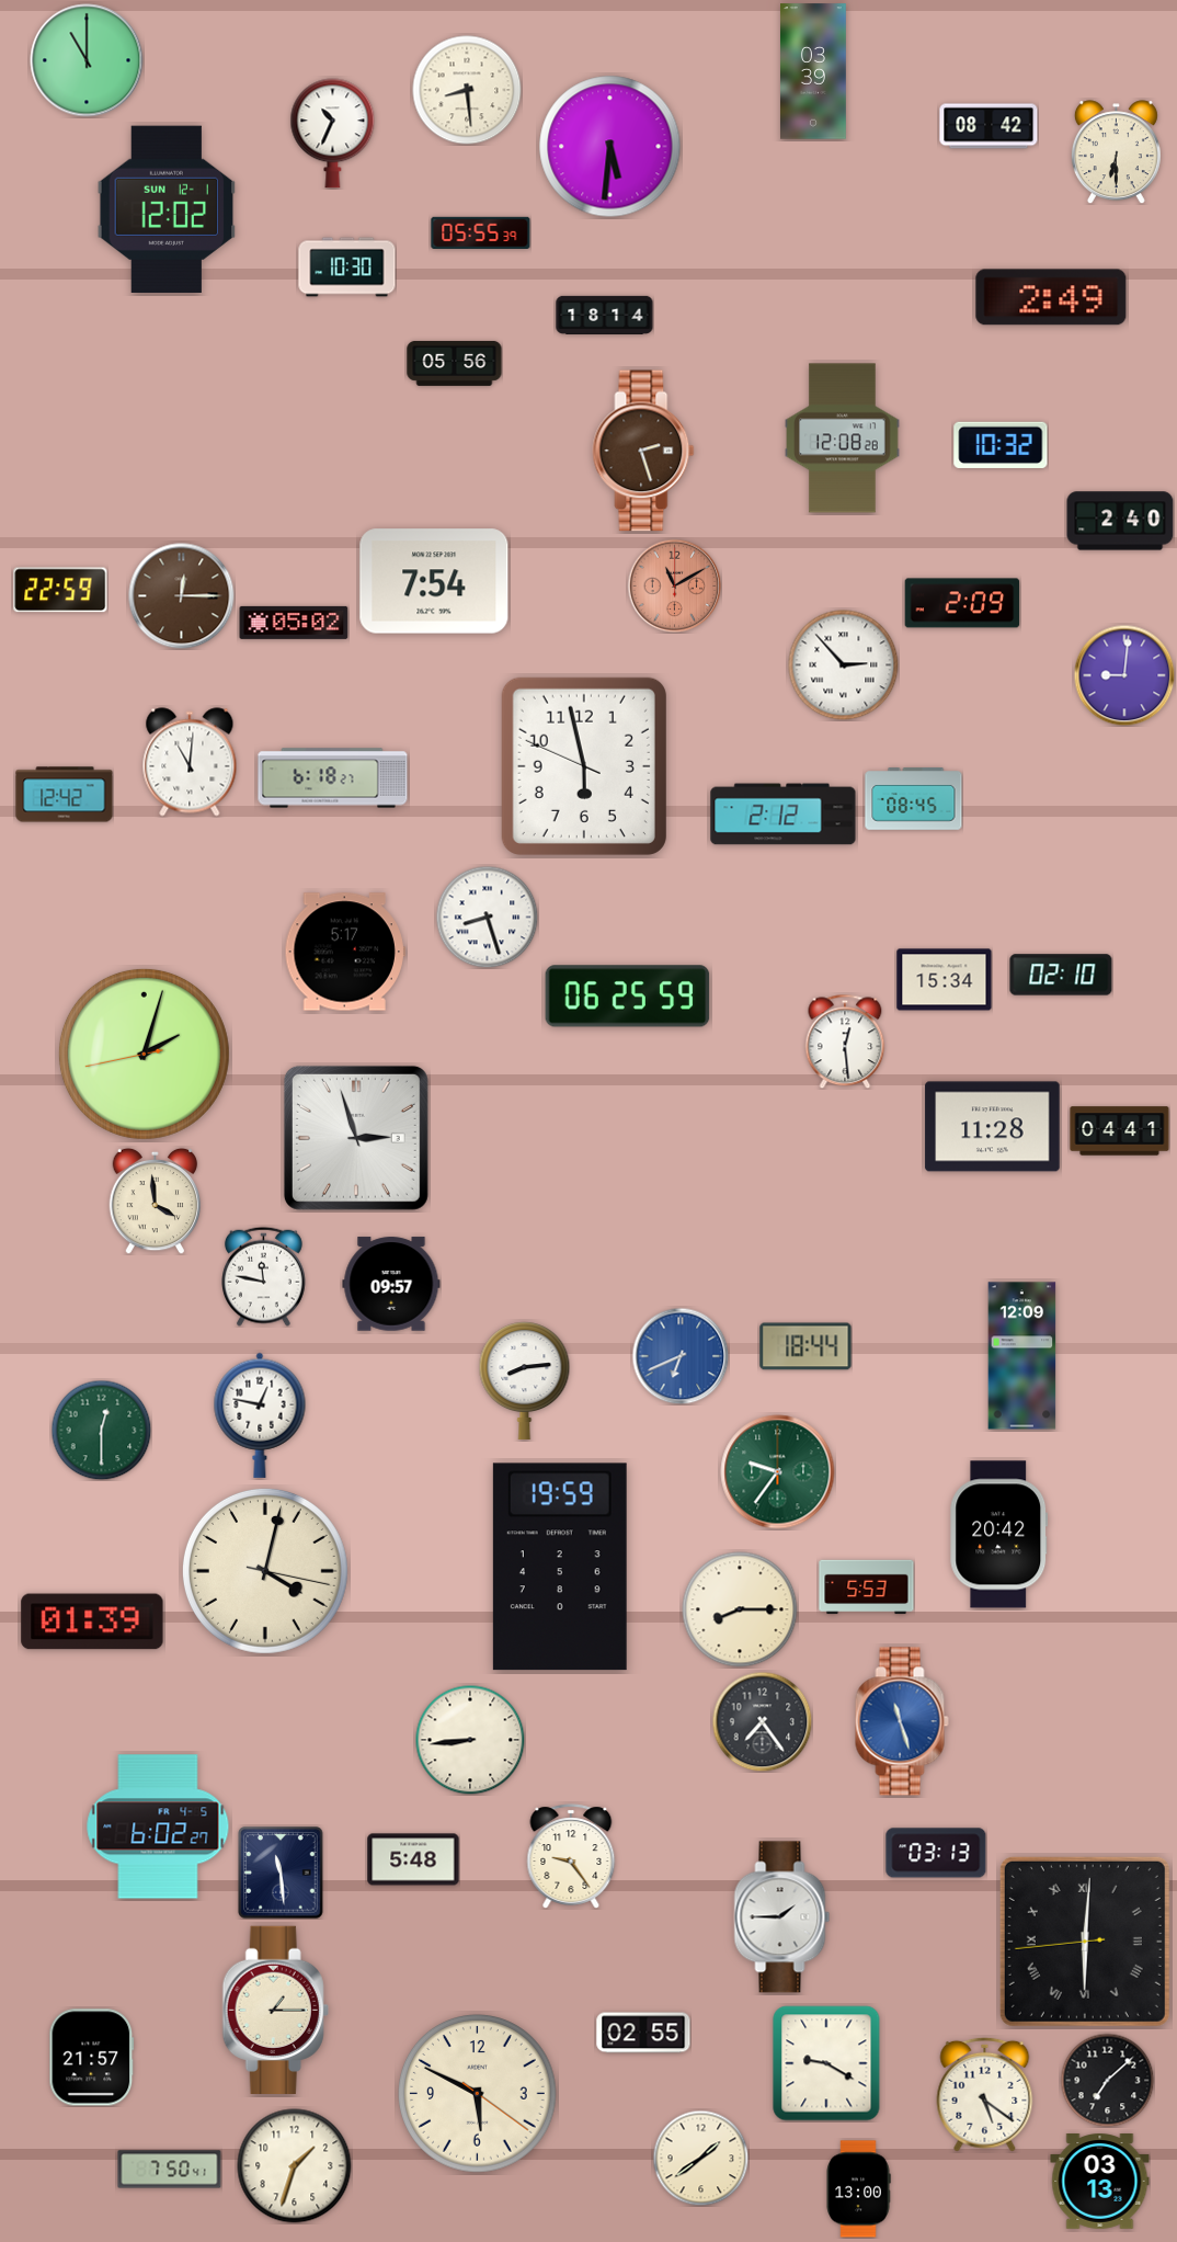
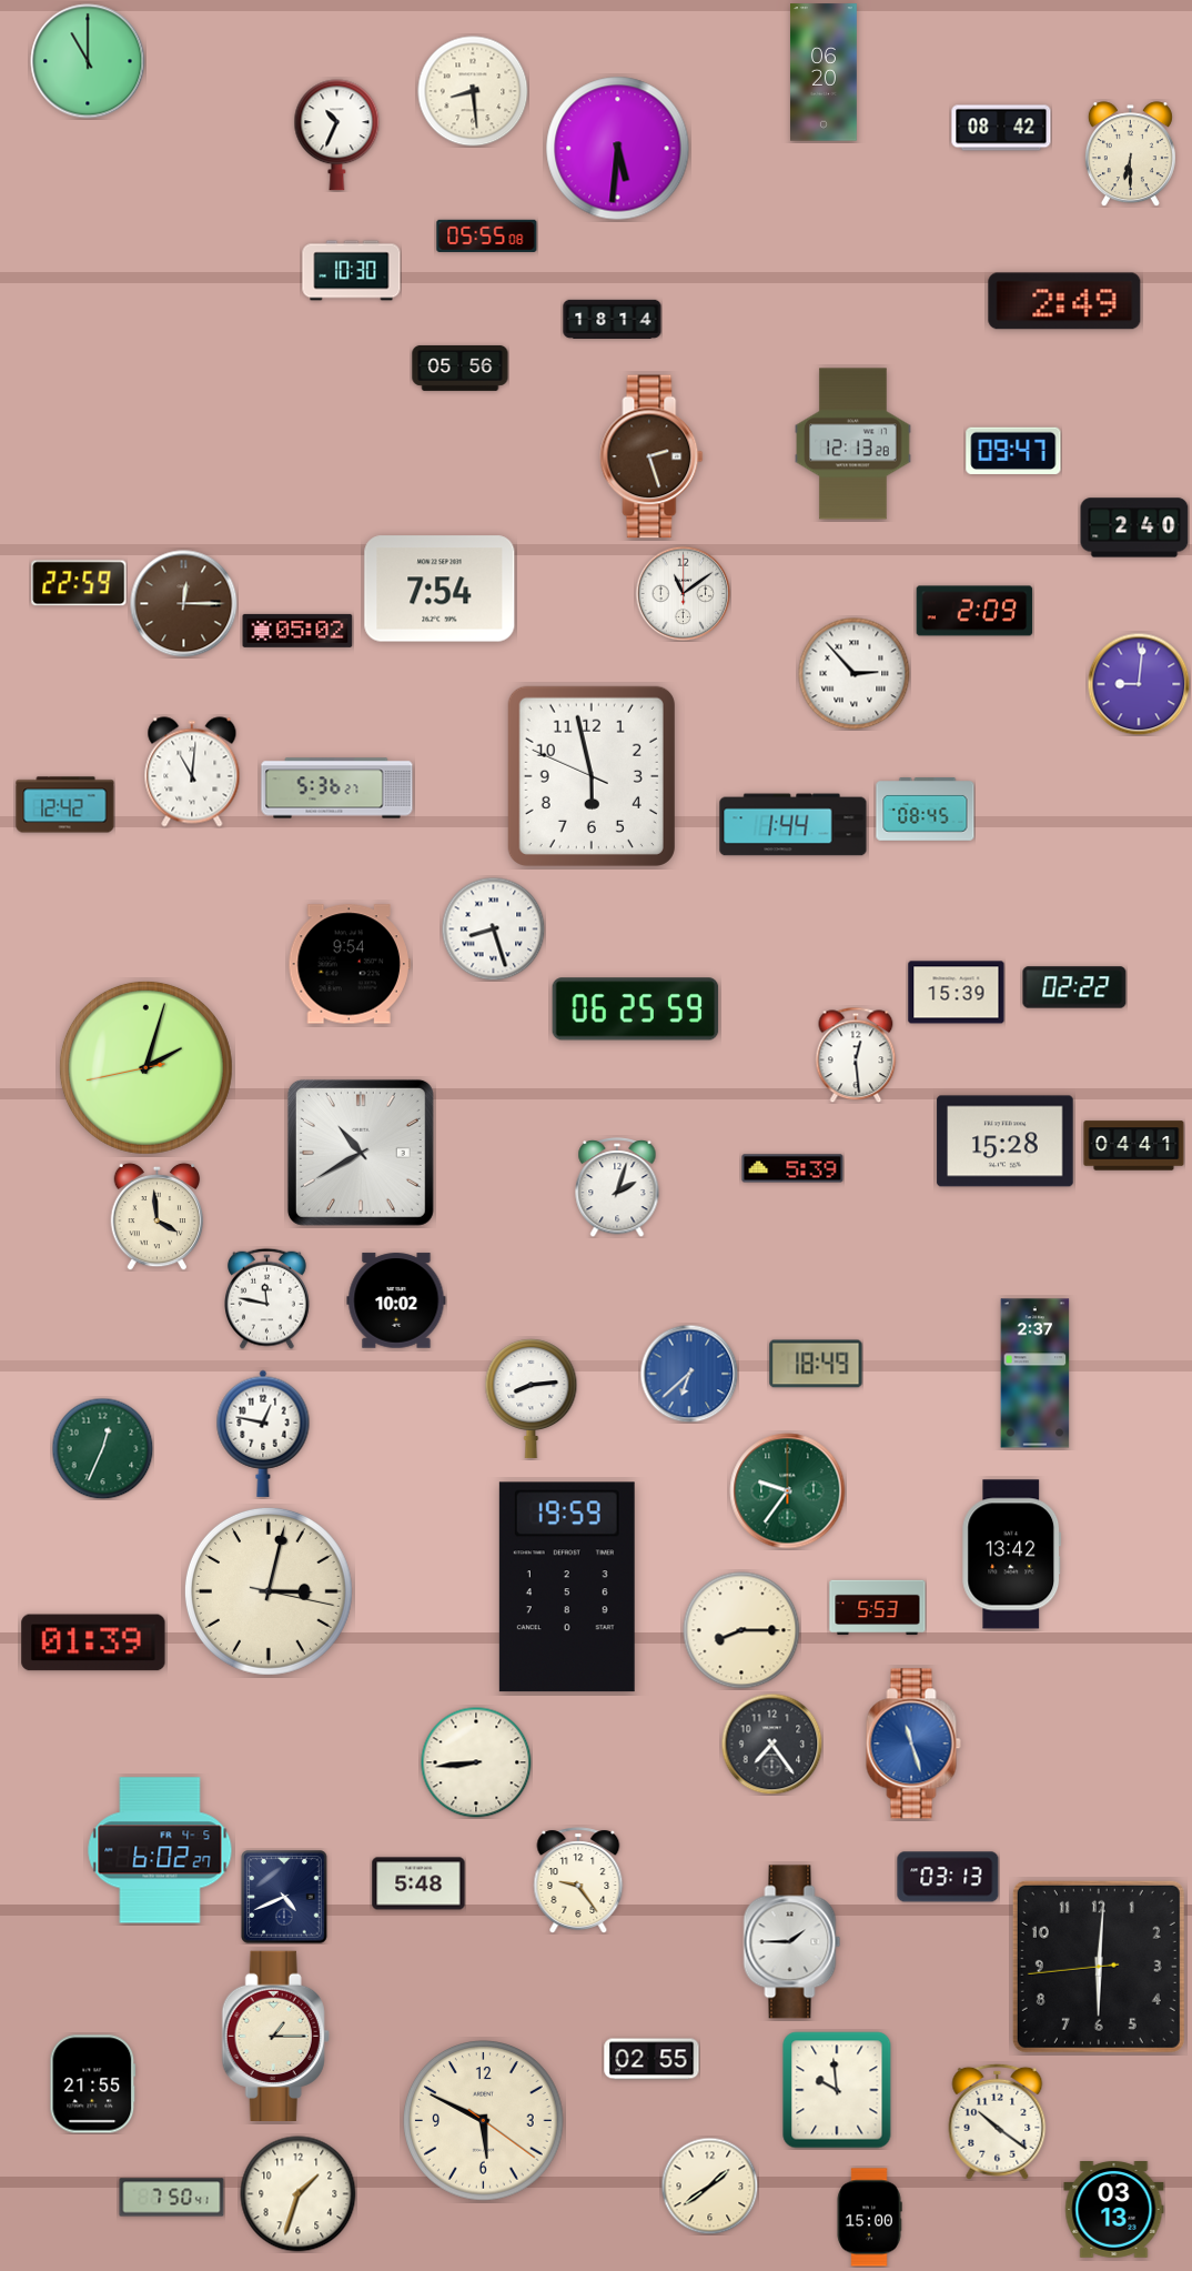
clock at (814, 71): 03:39 -> 06:20
clock at (167, 208): 12:02 -> none
clock at (481, 232): 05:55:39 -> 05:55:08
clock at (843, 439): 12:08 -> 12:13
clock at (1001, 445): 10:32 -> 09:47
clock at (674, 585): 11:10 -> 11:09
clock at (674, 585) dial: salmon -> white
clock at (60, 590) position: (60, 590) -> (79, 583)
clock at (333, 778): 6:18 -> 5:36
clock at (784, 815): 2:12 -> 1:44
clock at (345, 952): 5:17 -> 9:54
clock at (1061, 975): 02:10 -> 02:22
clock at (945, 980): 15:34 -> 15:39
clock at (993, 1127): 11:28 -> 15:28
clock at (356, 1138): 2:57 -> 10:40
clock at (792, 1168): none -> 5:39
clock at (617, 1188): none -> 2:03
clock at (264, 1276) position: (264, 1276) -> (267, 1298)
clock at (391, 1284): 09:57 -> 10:02
clock at (805, 1346): 18:44 -> 18:49
clock at (681, 1356): 6:41 -> 6:38
clock at (1022, 1356): 12:09 -> 2:37
clock at (101, 1430): 12:30 -> 12:34
clock at (999, 1535): 20:42 -> 13:42
clock at (265, 1571): 4:02 -> 3:02
clock at (740, 1609) position: (740, 1609) -> (741, 1630)
clock at (281, 1873): 11:29 -> 4:41
clock at (1085, 1942) numerals: Roman -> Arabic
clock at (275, 2010) position: (275, 2010) -> (275, 2036)
clock at (92, 2058): 21:57 -> 21:55
clock at (826, 2063): 9:20 -> 9:59
clock at (1107, 2080): 7:08 -> none
clock at (985, 2094): 5:21 -> 10:21
clock at (858, 2189): 13:00 -> 15:00
